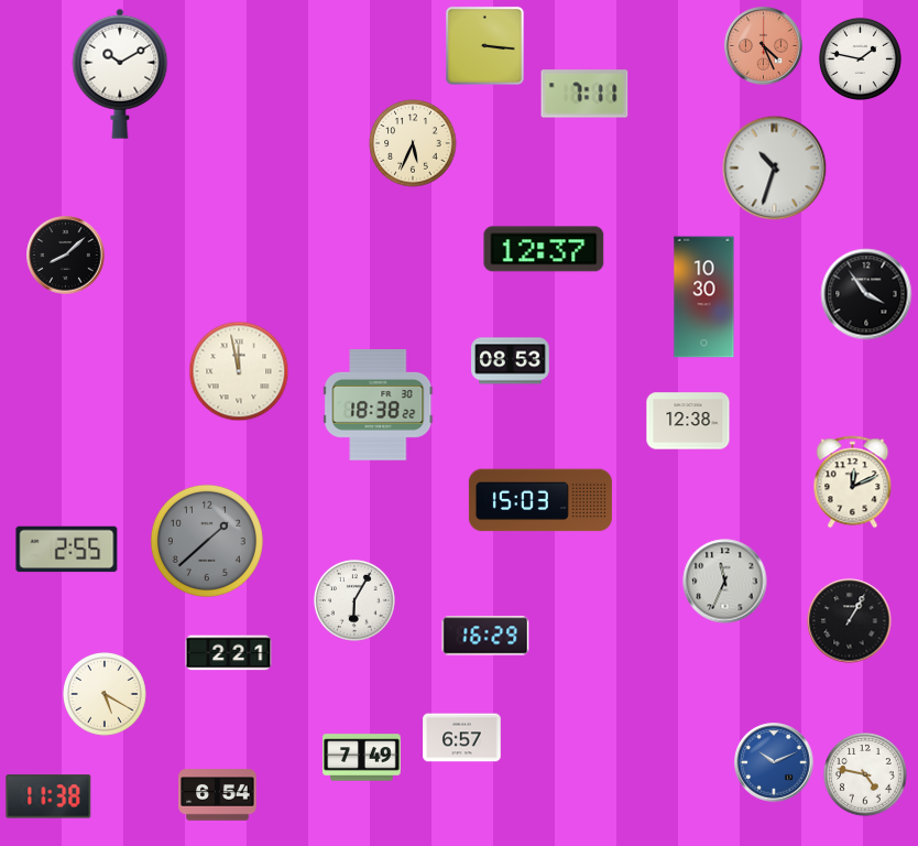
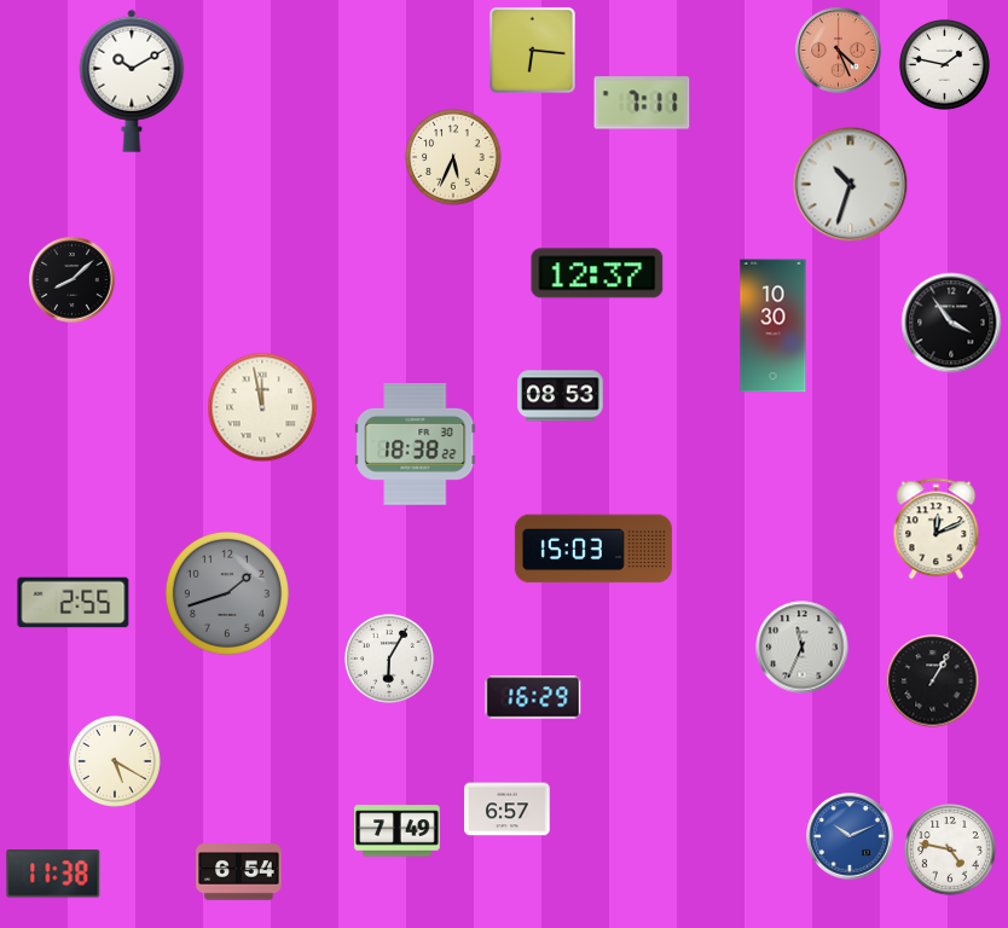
clock at (484, 45): 3:16 -> 6:16
clock at (688, 421): 12:38 -> none
clock at (207, 541): 1:38 -> 1:42
clock at (725, 582) position: (725, 582) -> (803, 648)
clock at (229, 653): 2:21 -> none
